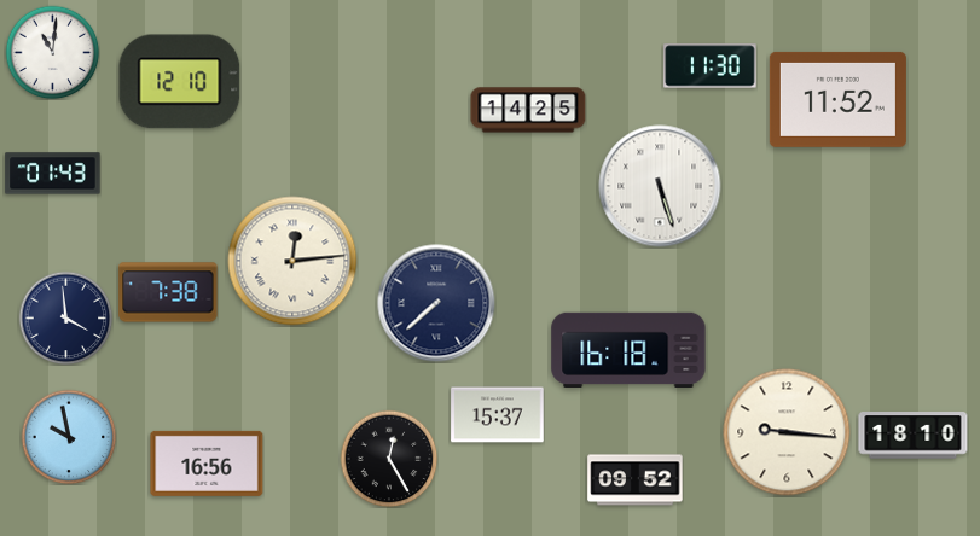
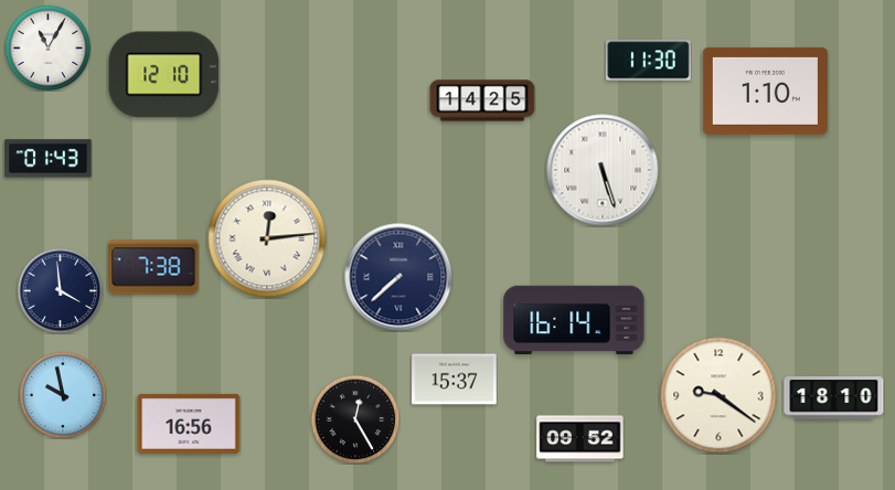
clock at (52, 52): 11:01 -> 11:05
clock at (837, 99): 11:52 -> 1:10
clock at (628, 349): 16:18 -> 16:14
clock at (787, 432): 9:16 -> 9:21
clock at (69, 437) position: (69, 437) -> (63, 395)
